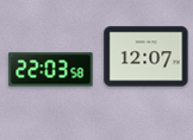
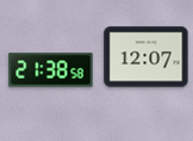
clock at (51, 70): 22:03 -> 21:38
